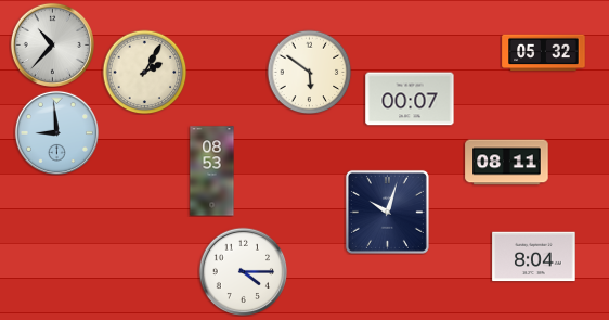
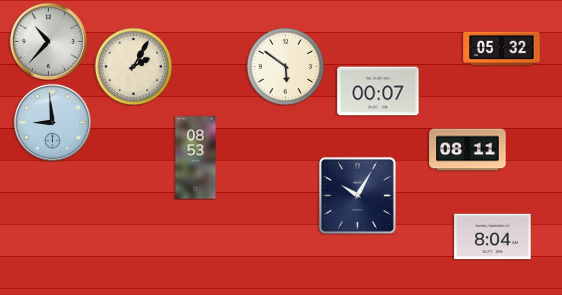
clock at (387, 212): 10:03 -> 10:05
clock at (243, 271): 4:15 -> none
